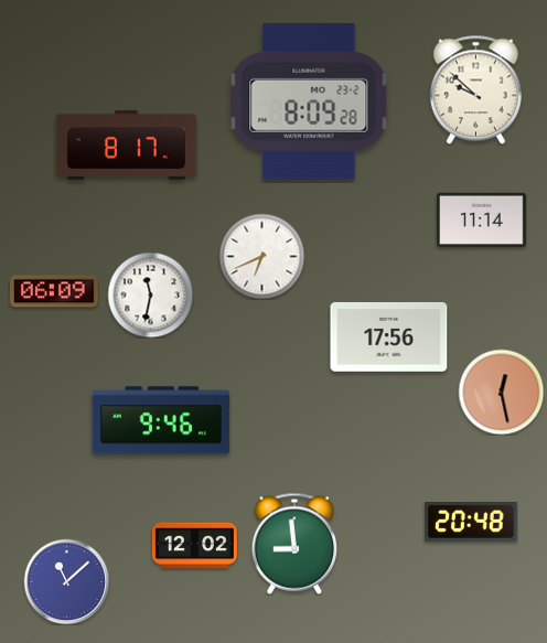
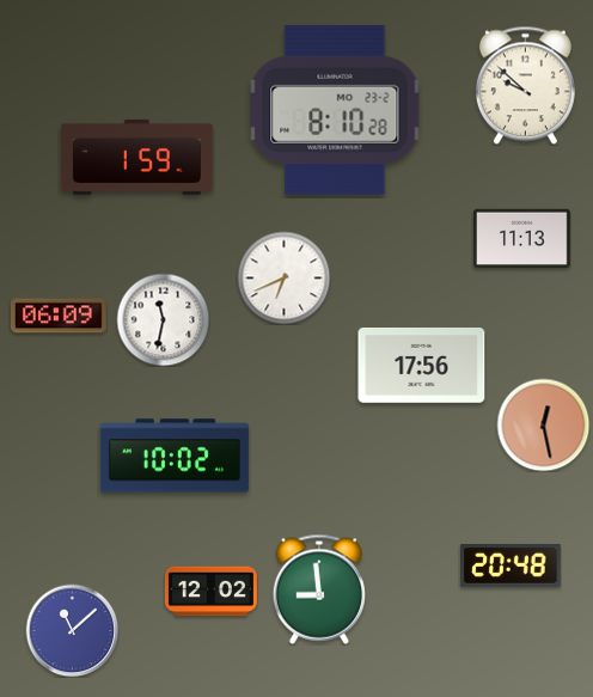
clock at (475, 89) position: (475, 89) -> (525, 85)
clock at (309, 101): 8:09 -> 8:10
clock at (126, 146): 8:17 -> 1:59
clock at (482, 219): 11:14 -> 11:13
clock at (161, 420): 9:46 -> 10:02
